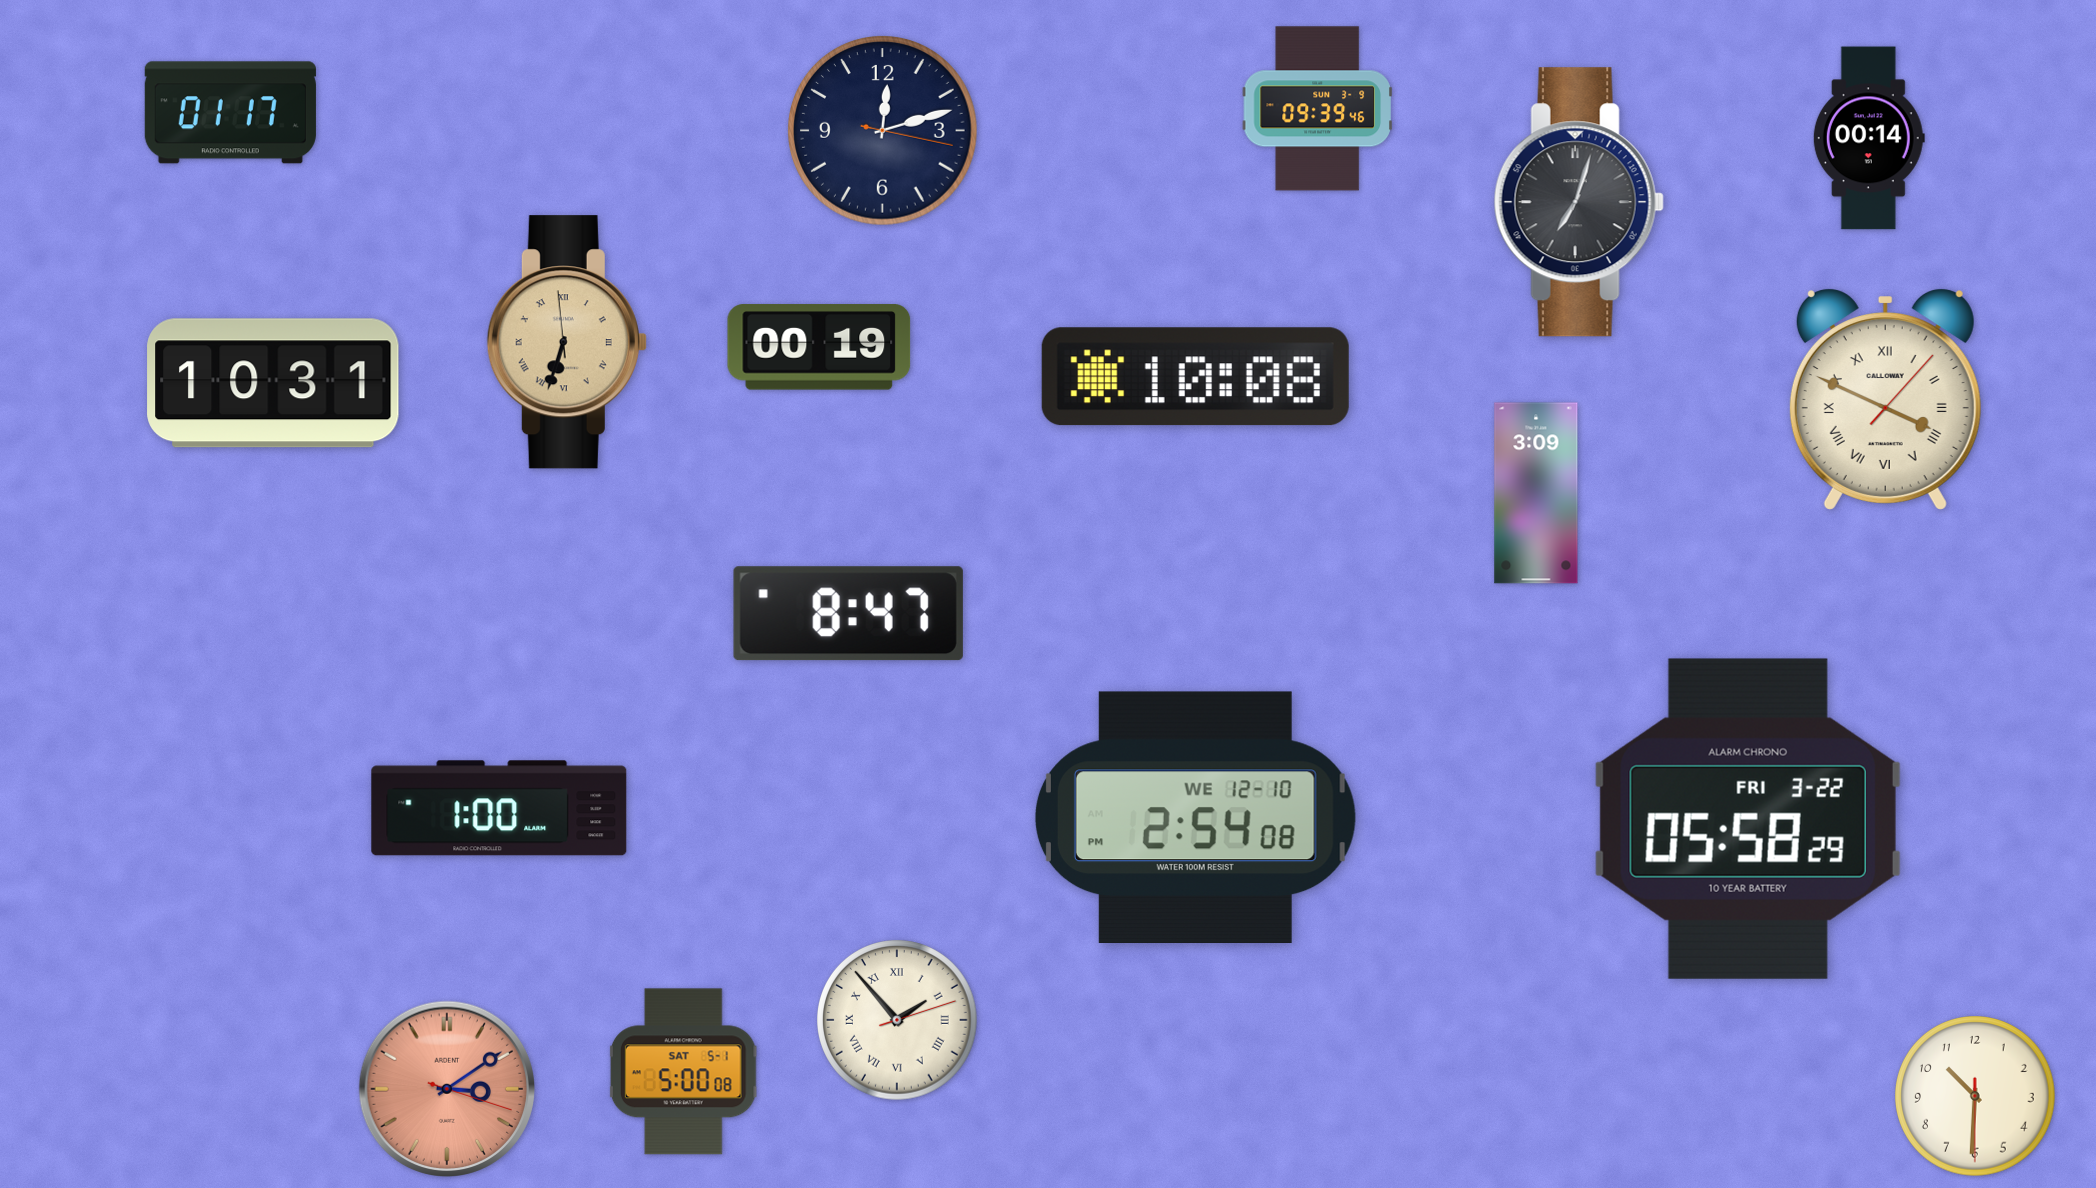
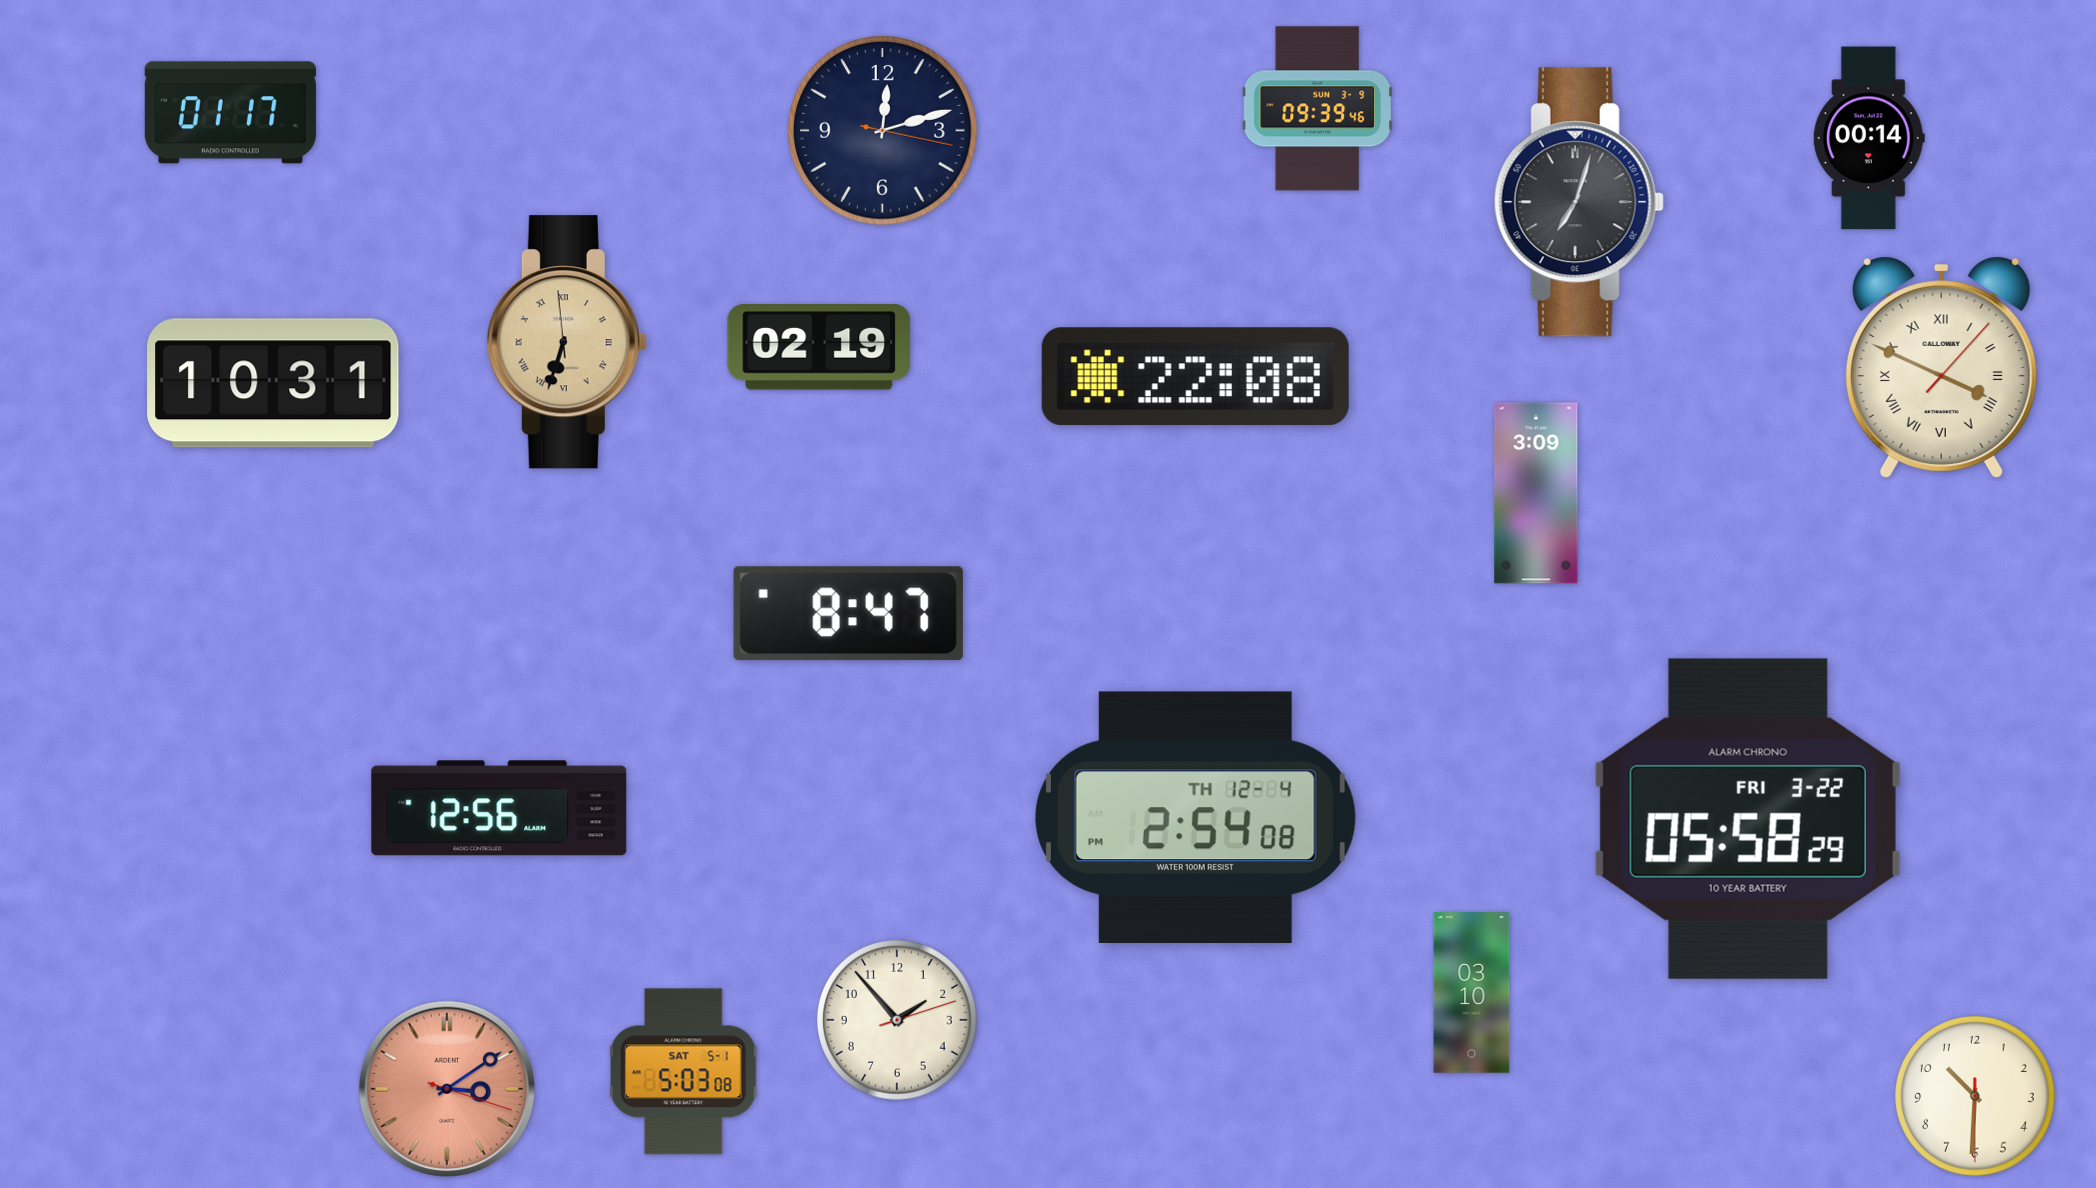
clock at (819, 347): 00:19 -> 02:19
clock at (1195, 377): 10:08 -> 22:08
clock at (1885, 399) position: (1885, 399) -> (1941, 367)
clock at (499, 808): 1:00 -> 12:56
clock at (1195, 817) date: WE 12-10 -> TH 12-4
clock at (1472, 993): none -> 03:10
clock at (897, 1020) numerals: Roman -> Arabic
clock at (683, 1072): 5:00 -> 5:03
